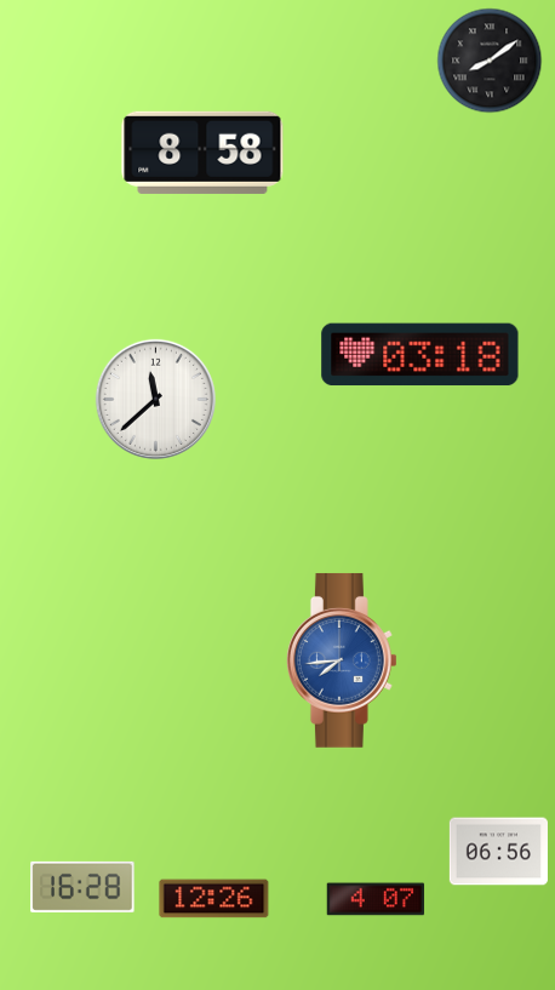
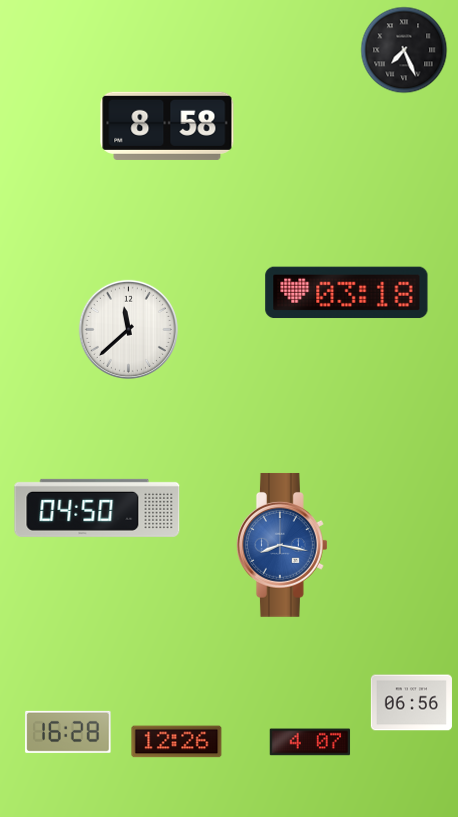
clock at (490, 61): 8:09 -> 7:26
clock at (97, 508): none -> 04:50
clock at (342, 660): 7:44 -> 8:17
